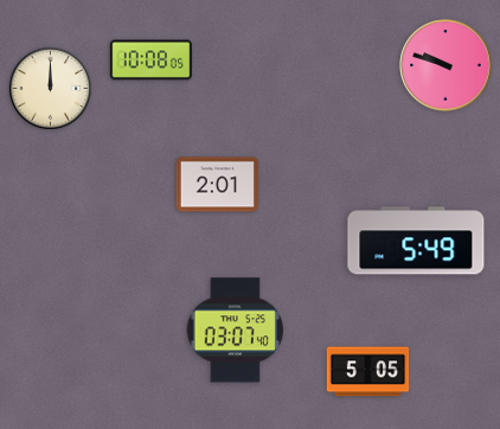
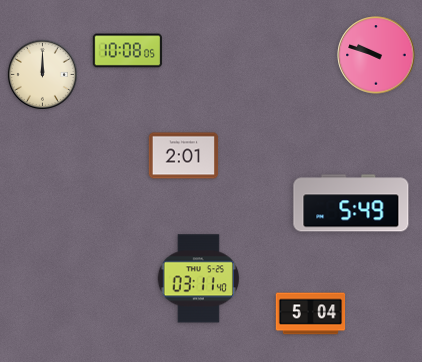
clock at (235, 331): 03:07 -> 03:11
clock at (368, 372): 5:05 -> 5:04
